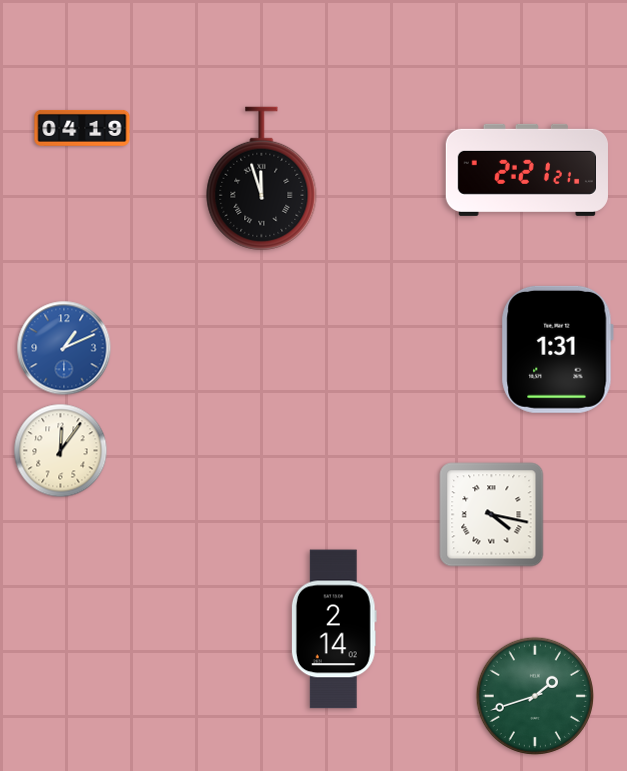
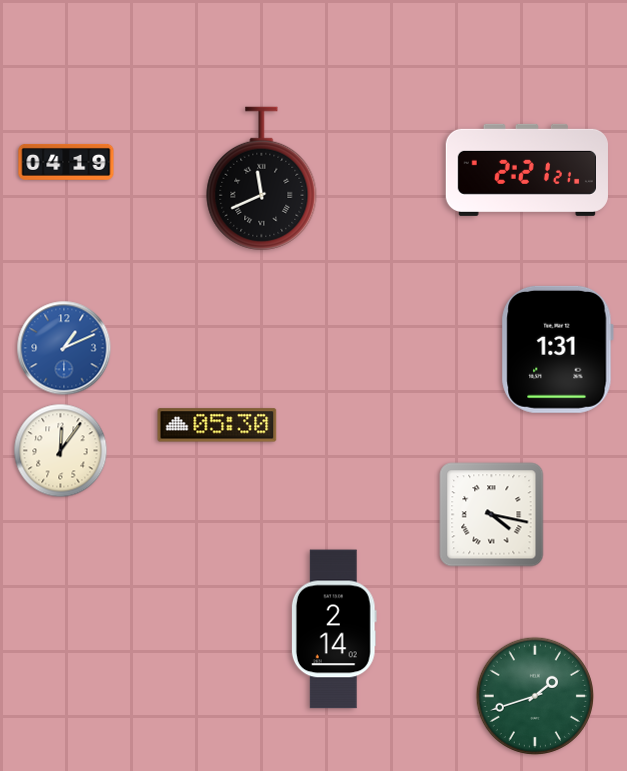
clock at (82, 128) position: (82, 128) -> (66, 162)
clock at (262, 179): 11:57 -> 11:41
clock at (217, 425): none -> 05:30
